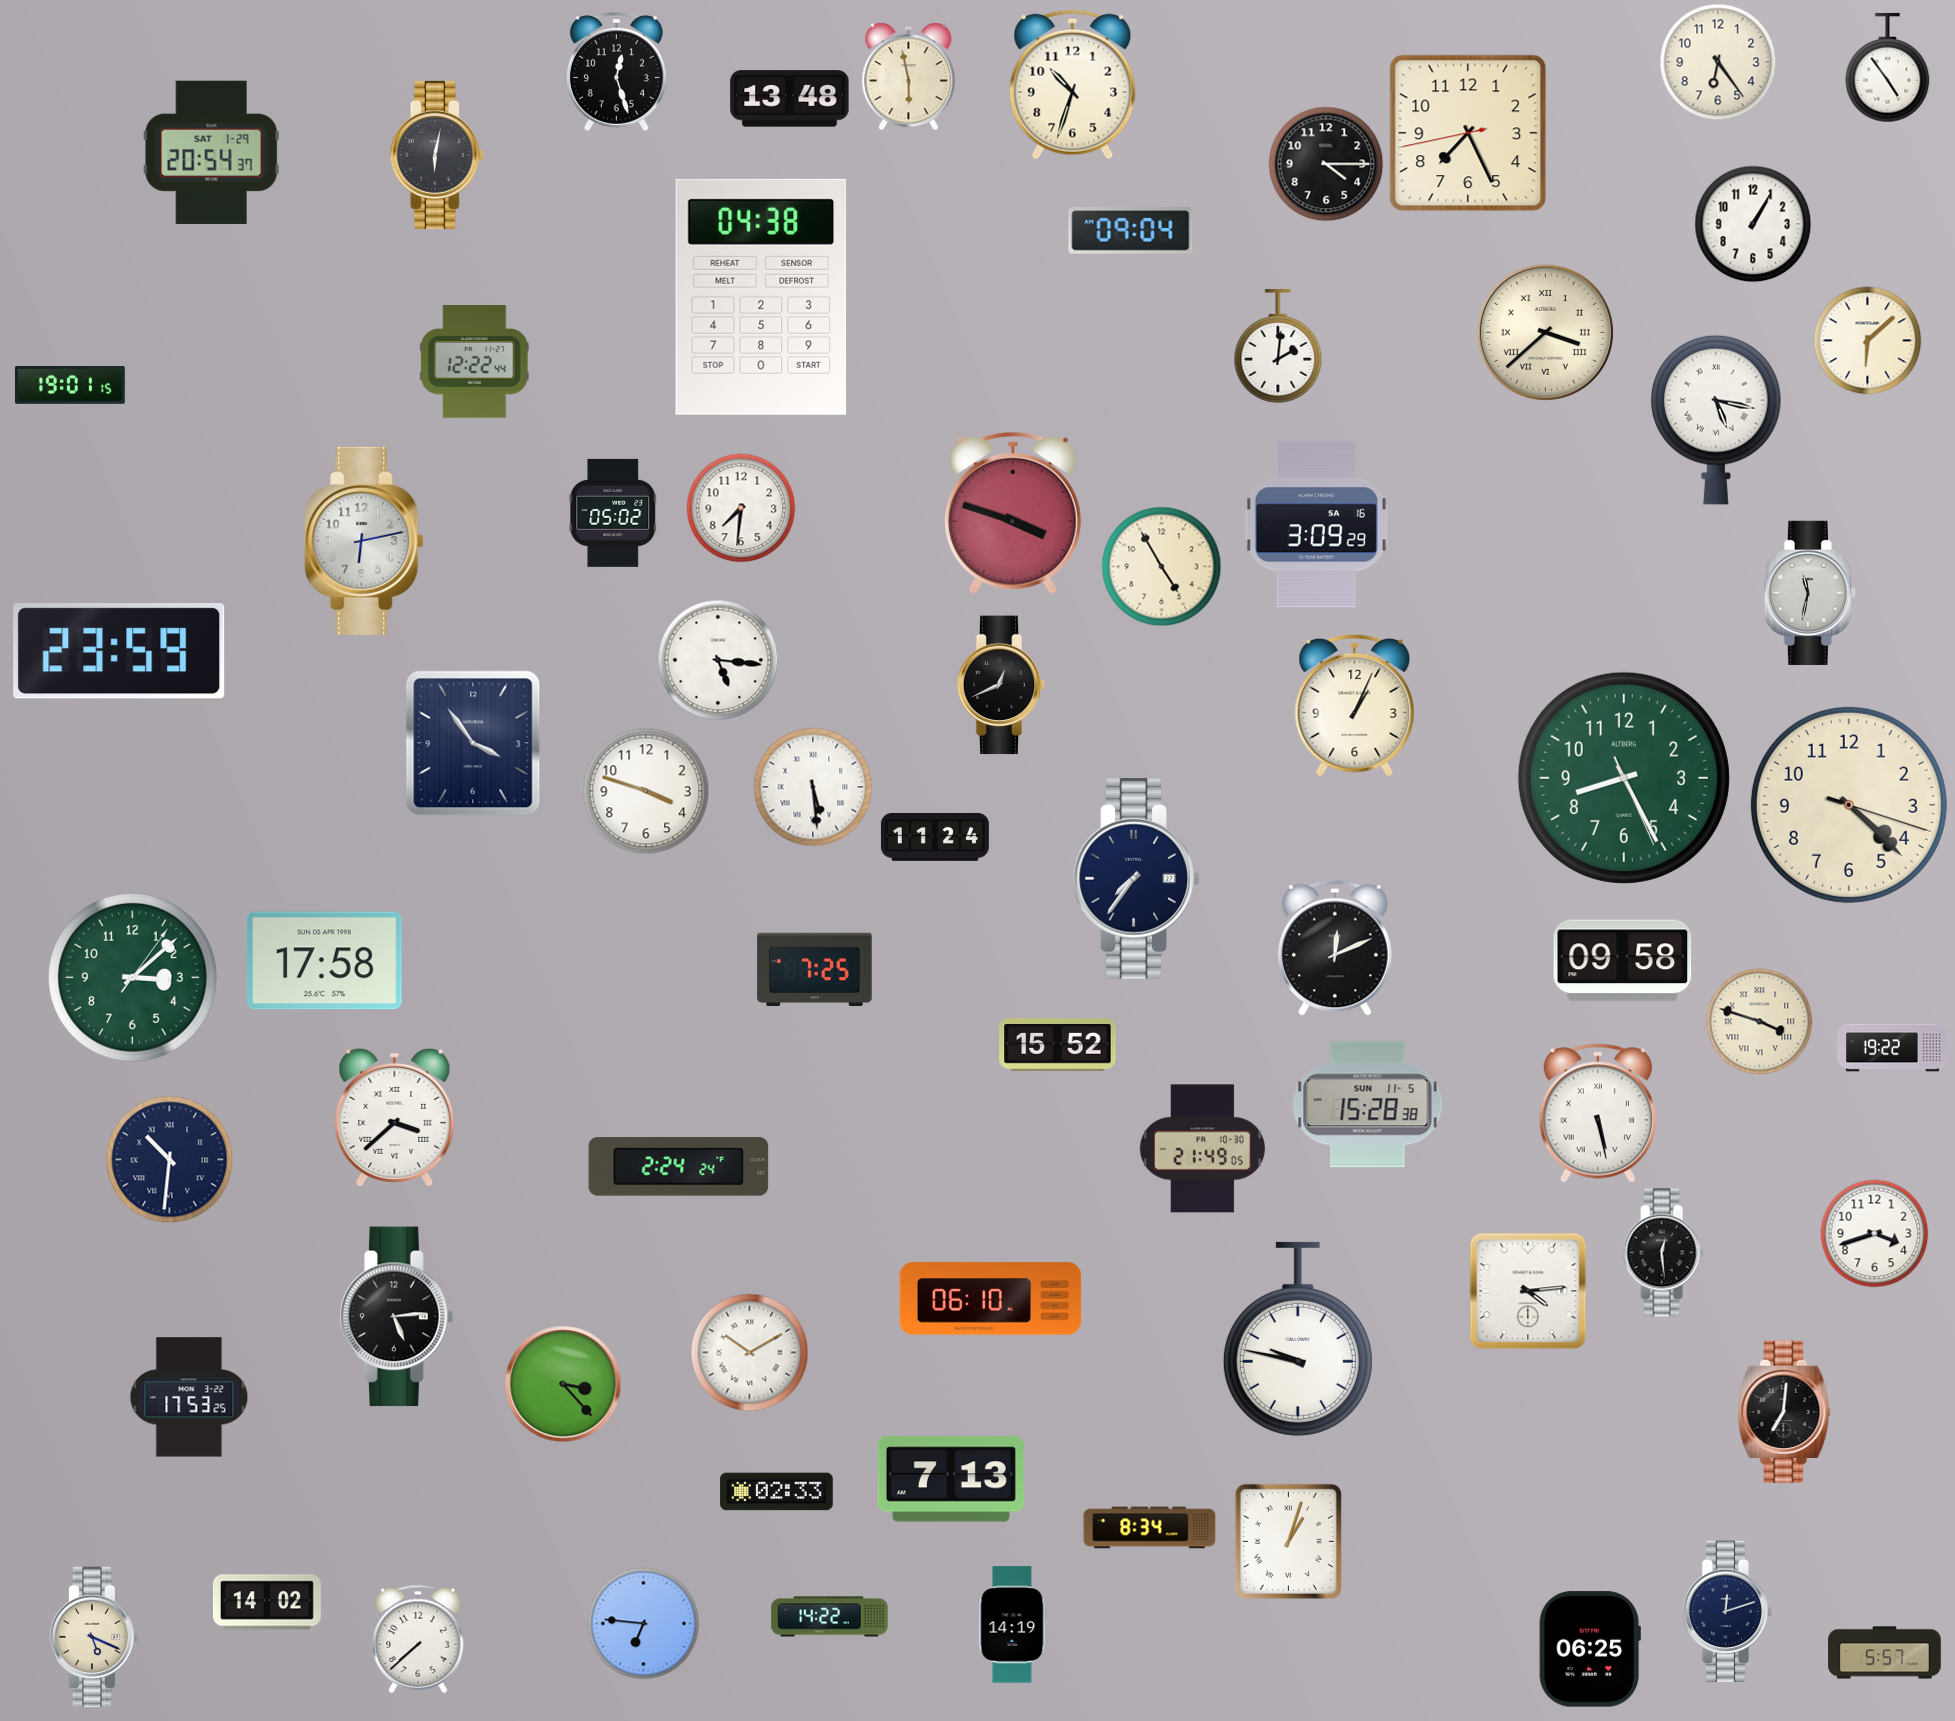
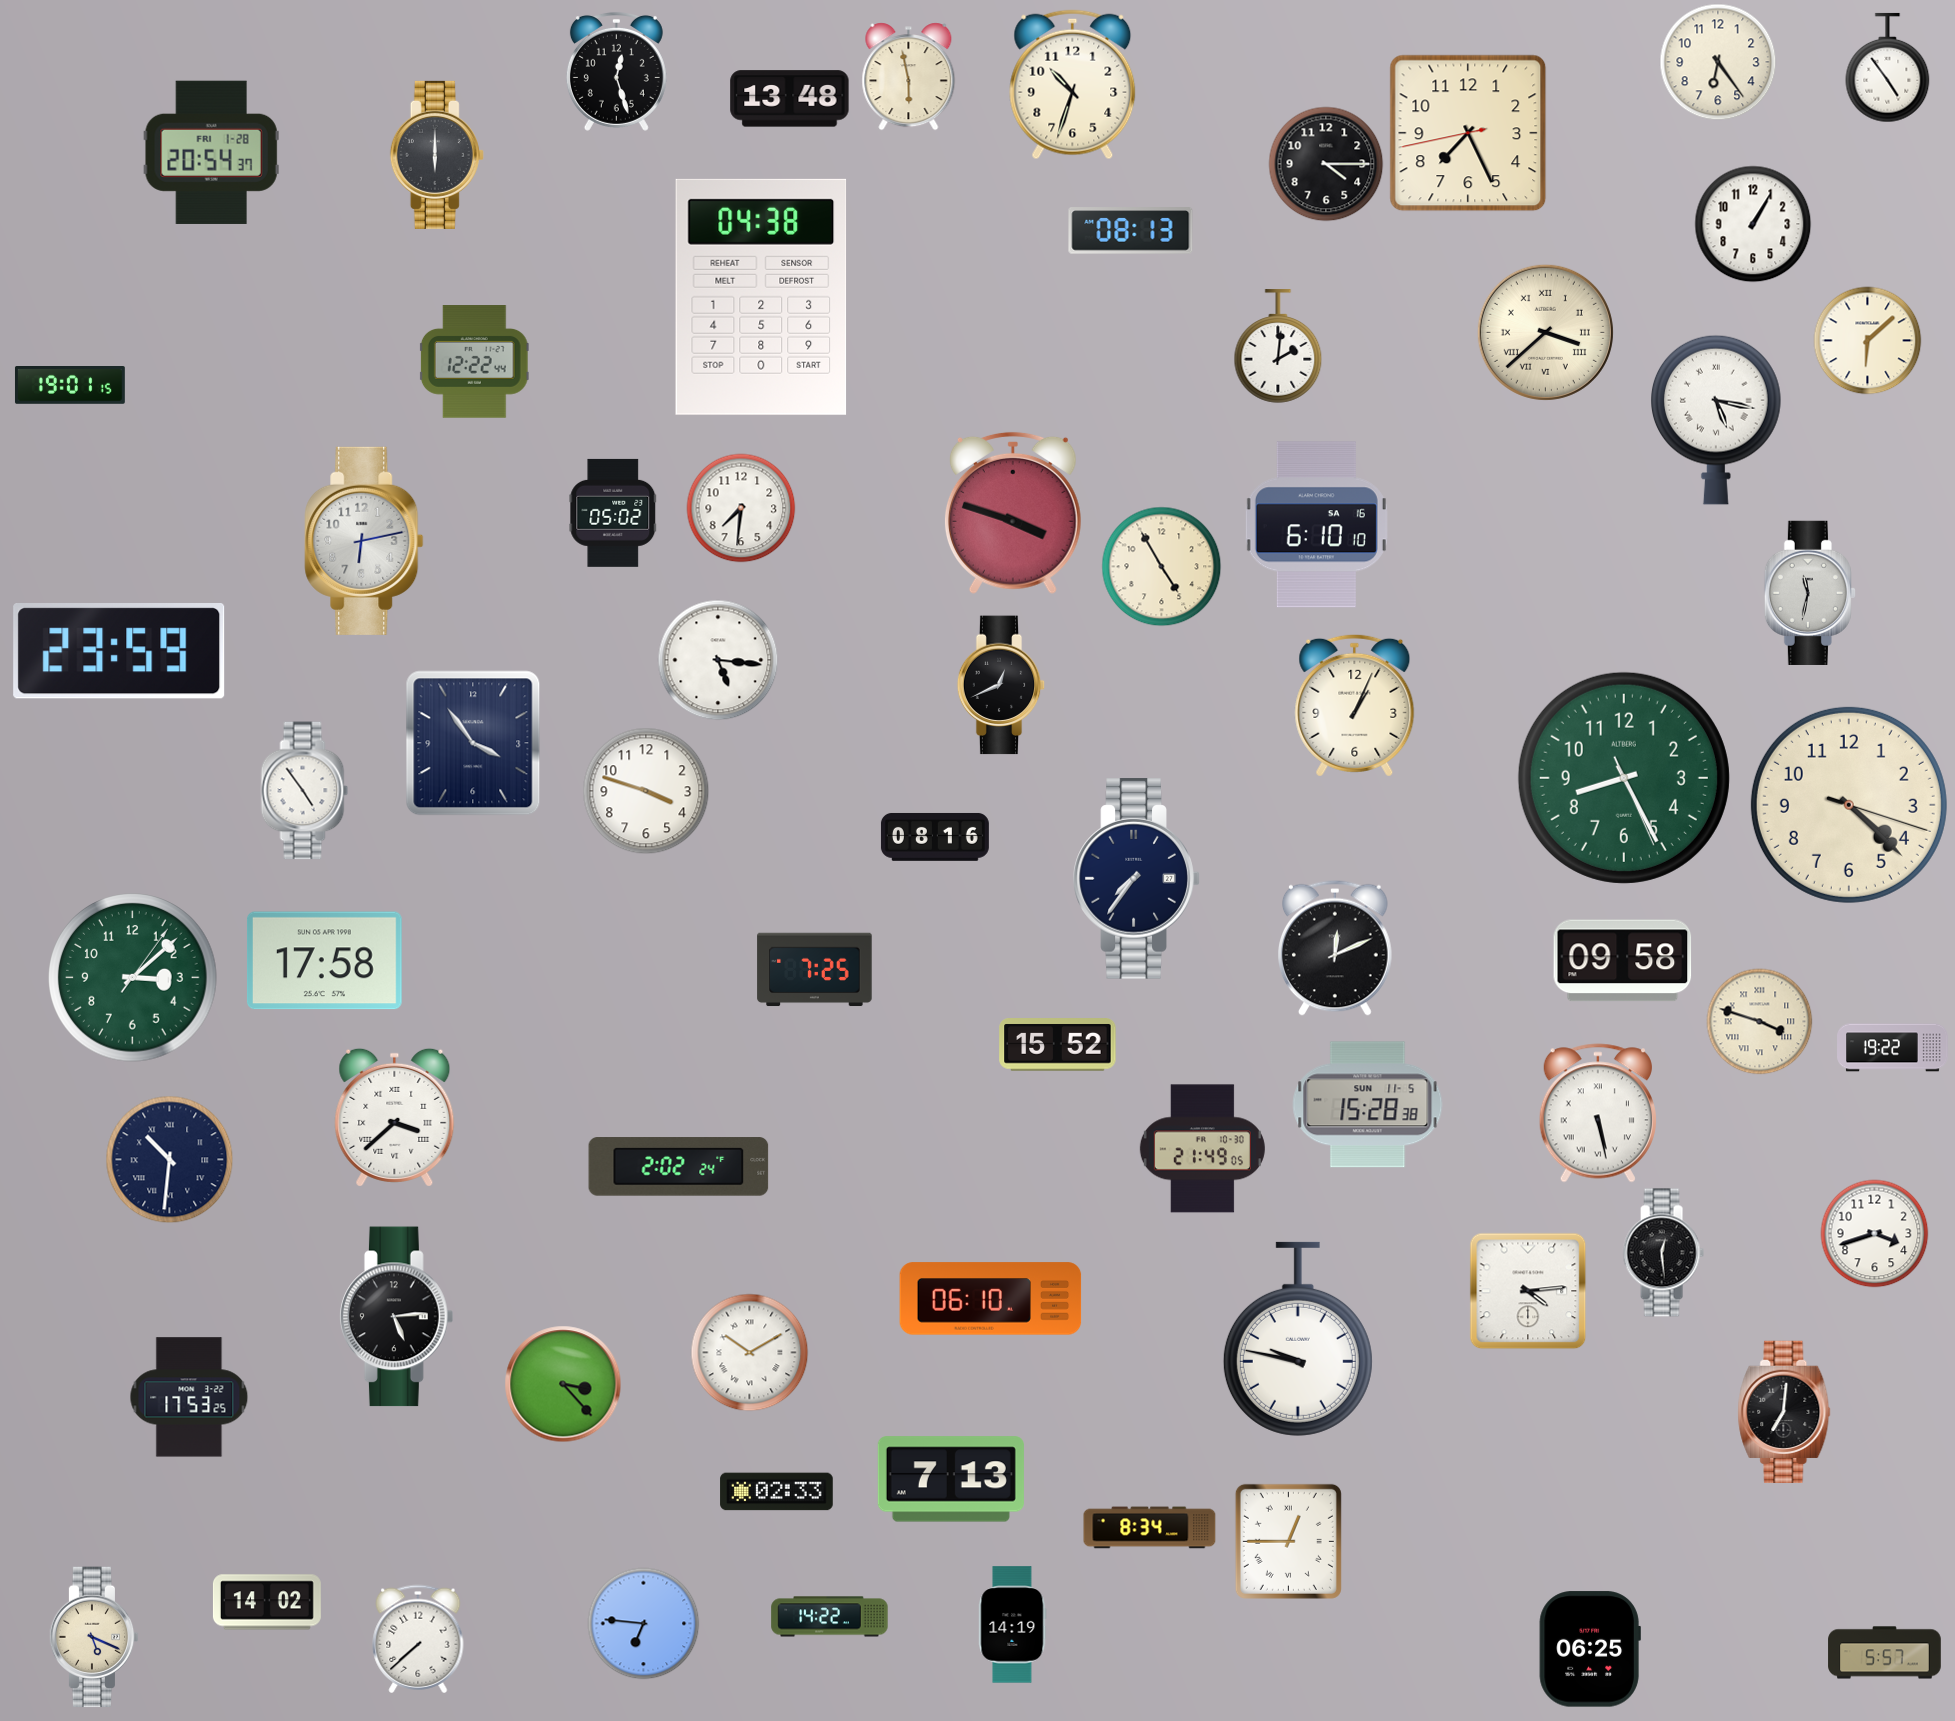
clock at (211, 152) date: SAT 1-29 -> FRI 1-28
clock at (437, 155): 6:02 -> 6:00
clock at (1131, 231): 09:04 -> 08:13
clock at (1316, 525): 3:09 -> 6:10
clock at (813, 787): 5:29 -> none
clock at (305, 791): none -> 4:54
clock at (935, 837): 11:24 -> 08:16
clock at (679, 1167): 2:24 -> 2:02
clock at (1288, 1541): 1:03 -> 12:45
clock at (1728, 1612): 12:12 -> none
